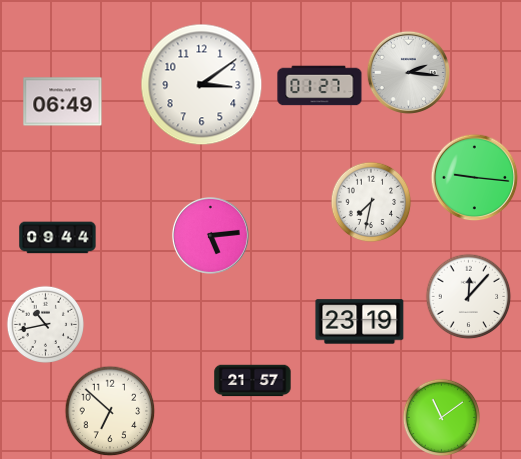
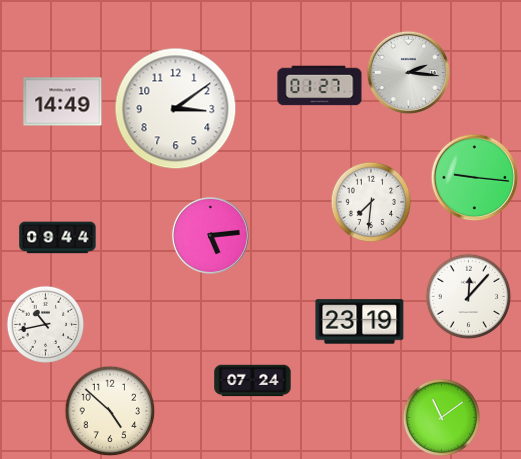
clock at (202, 85) position: (202, 85) -> (176, 109)
clock at (63, 102): 06:49 -> 14:49
clock at (371, 202): 7:32 -> 7:31
clock at (253, 381): 21:57 -> 07:24
clock at (110, 411): 6:52 -> 4:52
